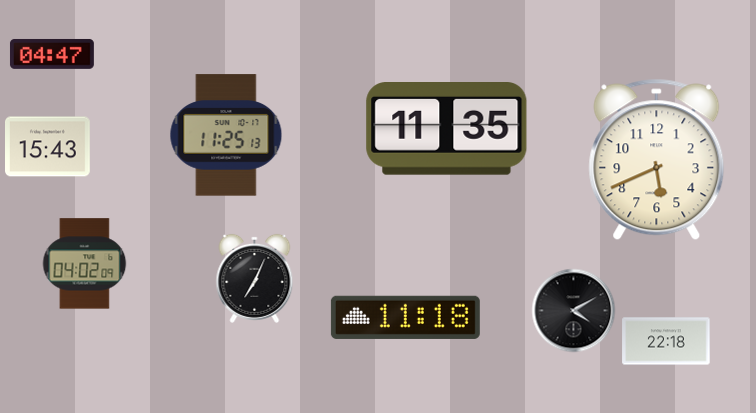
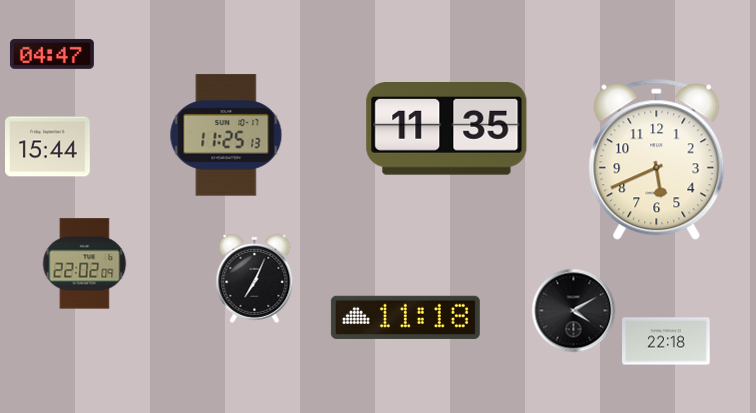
clock at (48, 147): 15:43 -> 15:44
clock at (85, 264): 04:02 -> 22:02
